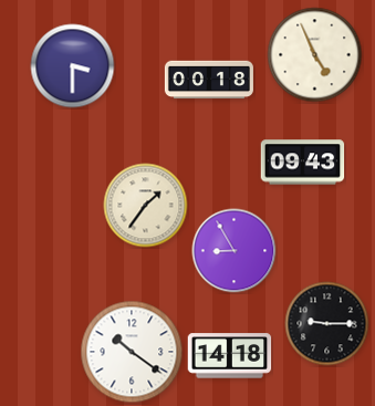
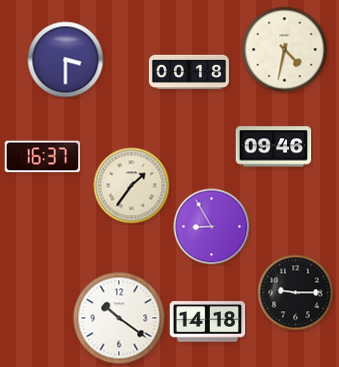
clock at (315, 55): 4:56 -> 4:32
clock at (303, 163): 09:43 -> 09:46
clock at (43, 157): none -> 16:37
